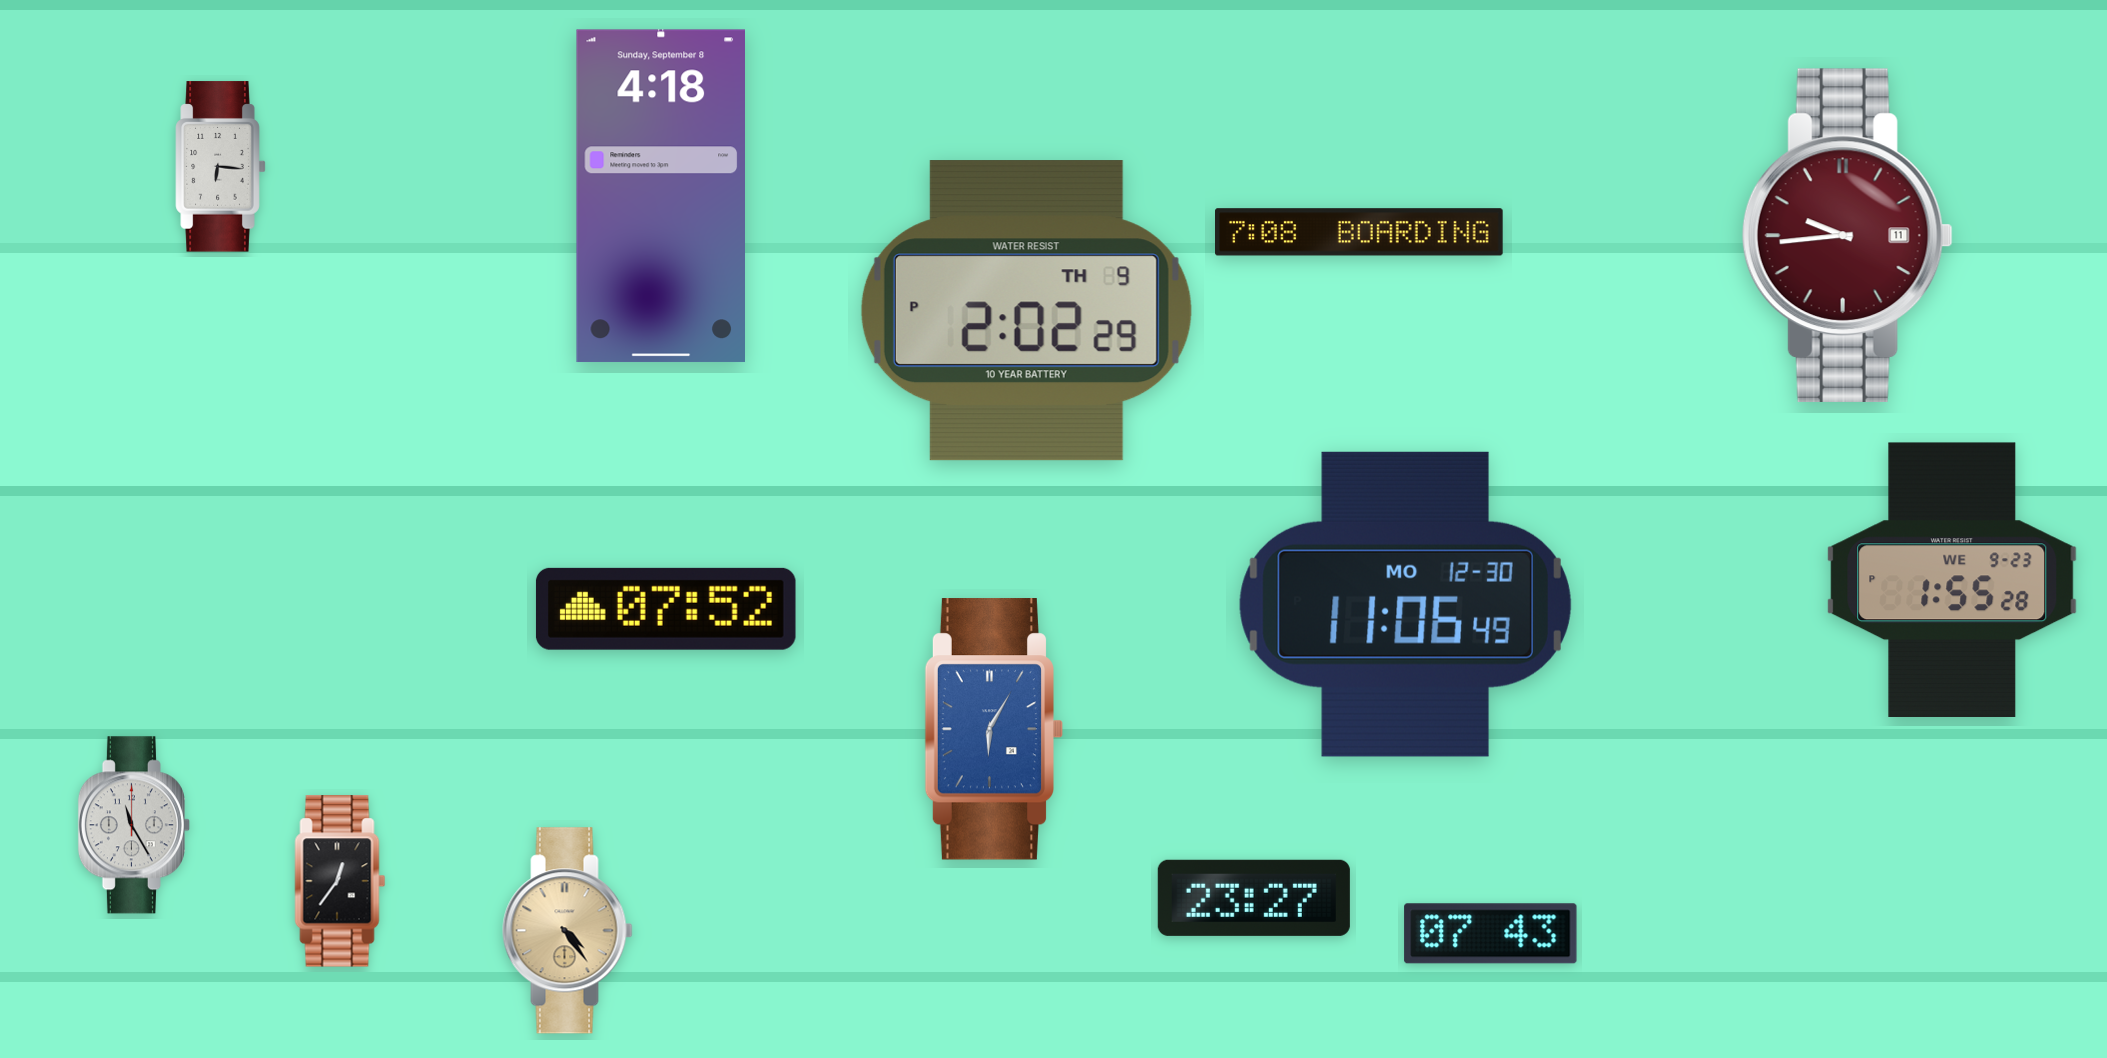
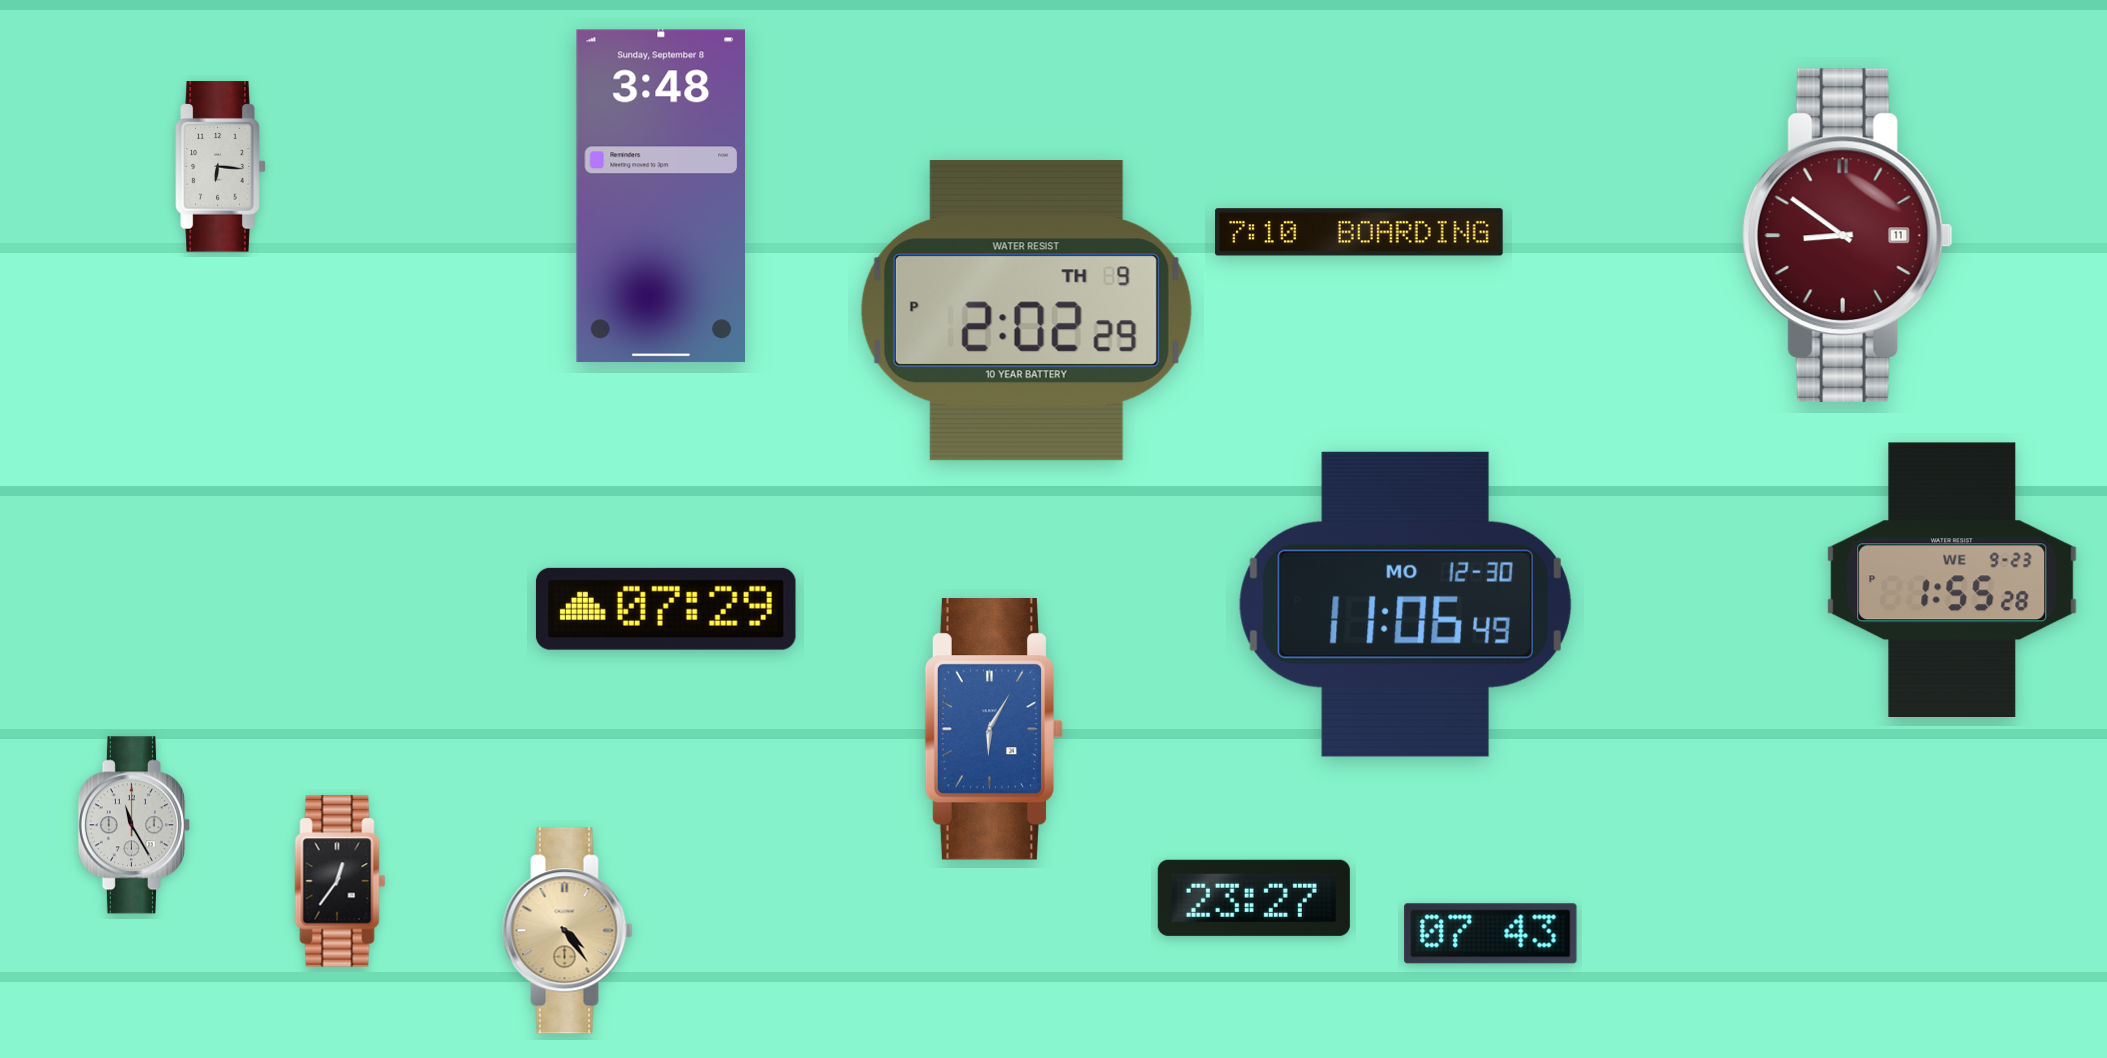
clock at (660, 196): 4:18 -> 3:48
clock at (1360, 232): 7:08 -> 7:10
clock at (1847, 235): 9:44 -> 8:51
clock at (666, 609): 07:52 -> 07:29
